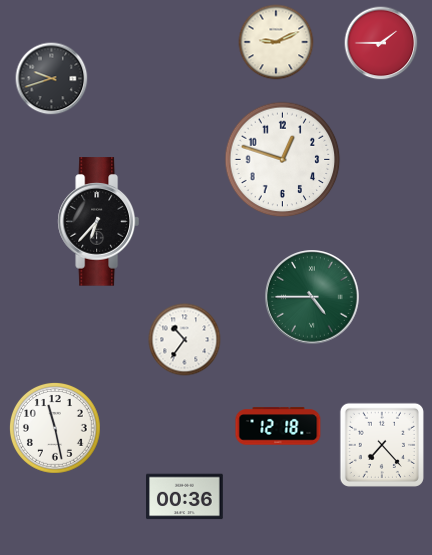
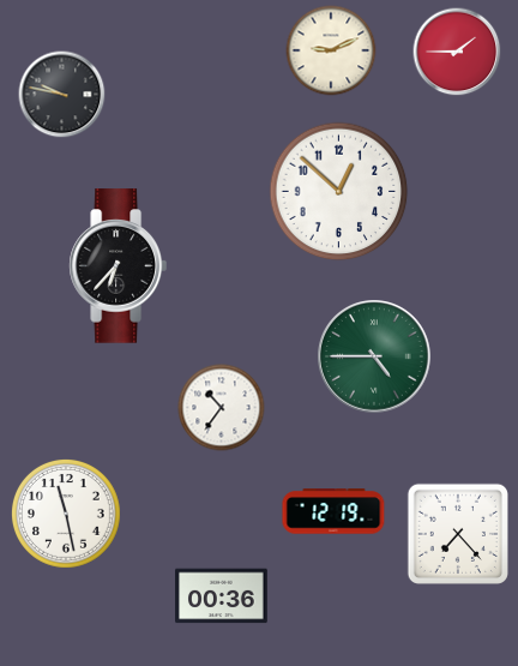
clock at (52, 79): 9:42 -> 9:47
clock at (283, 160): 12:48 -> 12:52
clock at (278, 426): 12:18 -> 12:19
